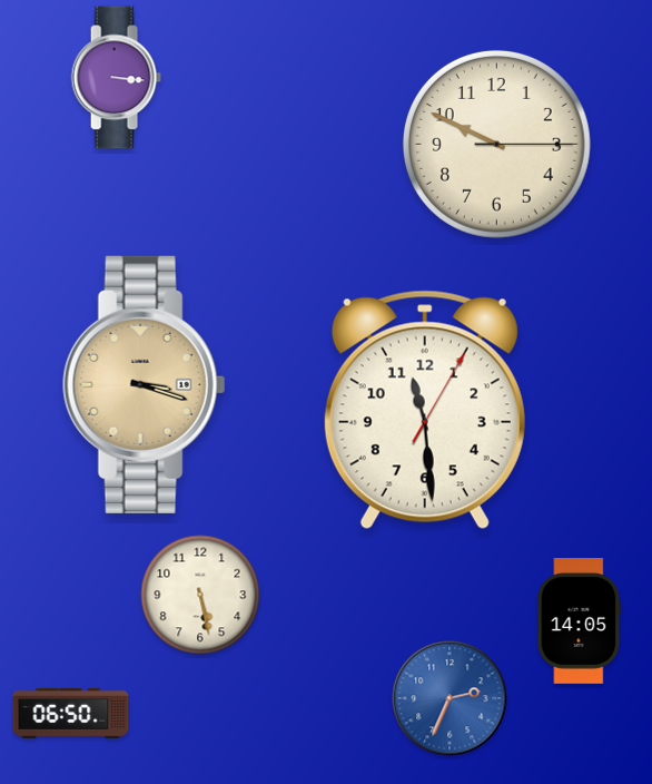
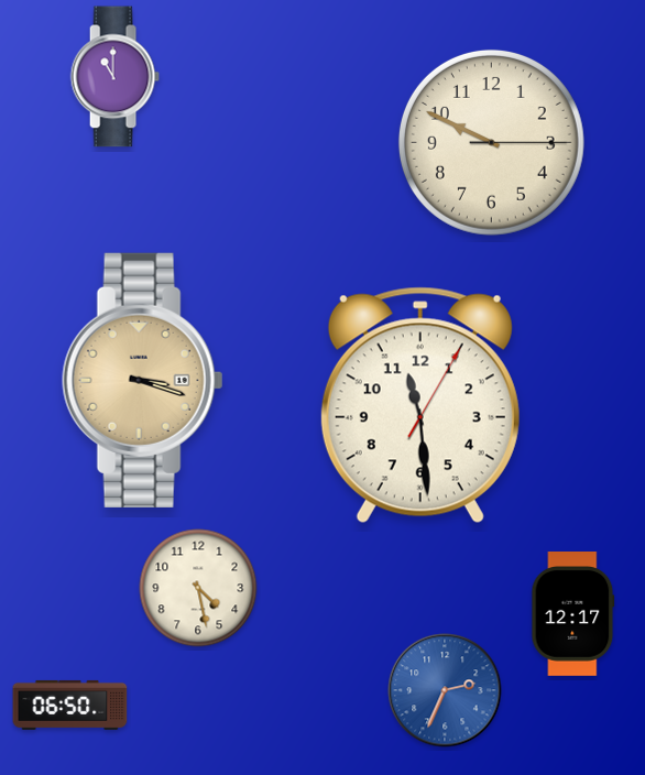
clock at (116, 78): 3:16 -> 11:00
clock at (200, 595): 5:28 -> 4:28
clock at (580, 621): 14:05 -> 12:17
